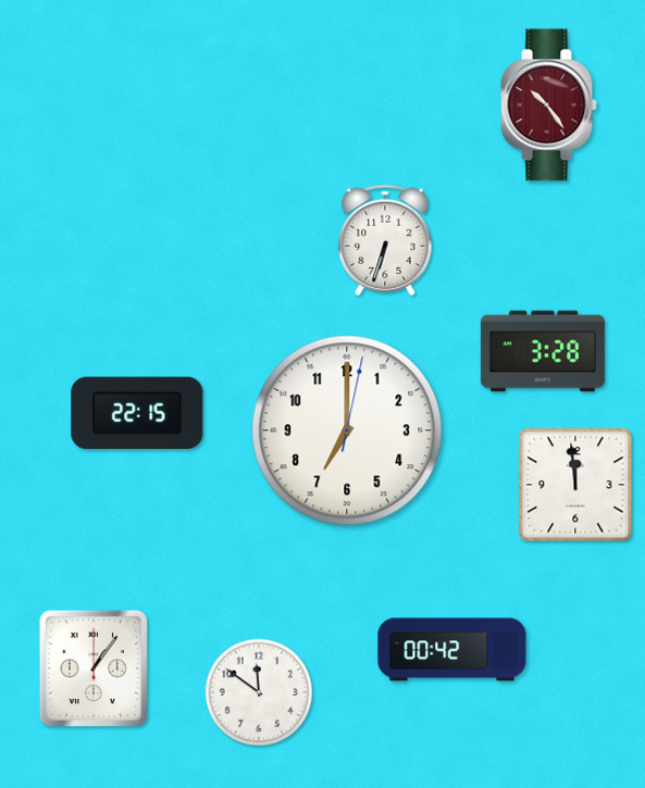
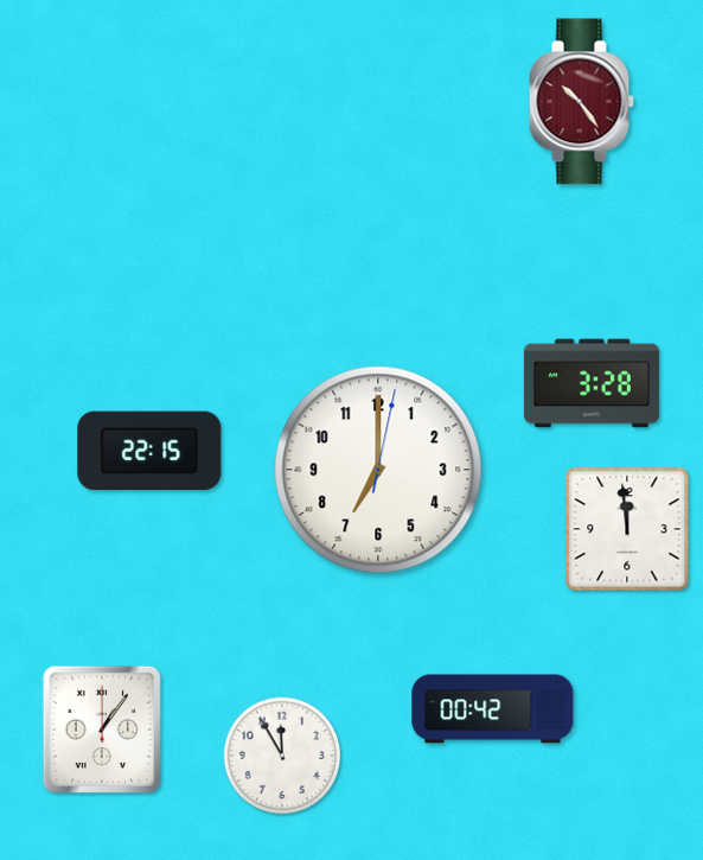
clock at (548, 105) position: (548, 105) -> (581, 102)
clock at (385, 240): 6:33 -> none
clock at (258, 691): 11:51 -> 11:55
